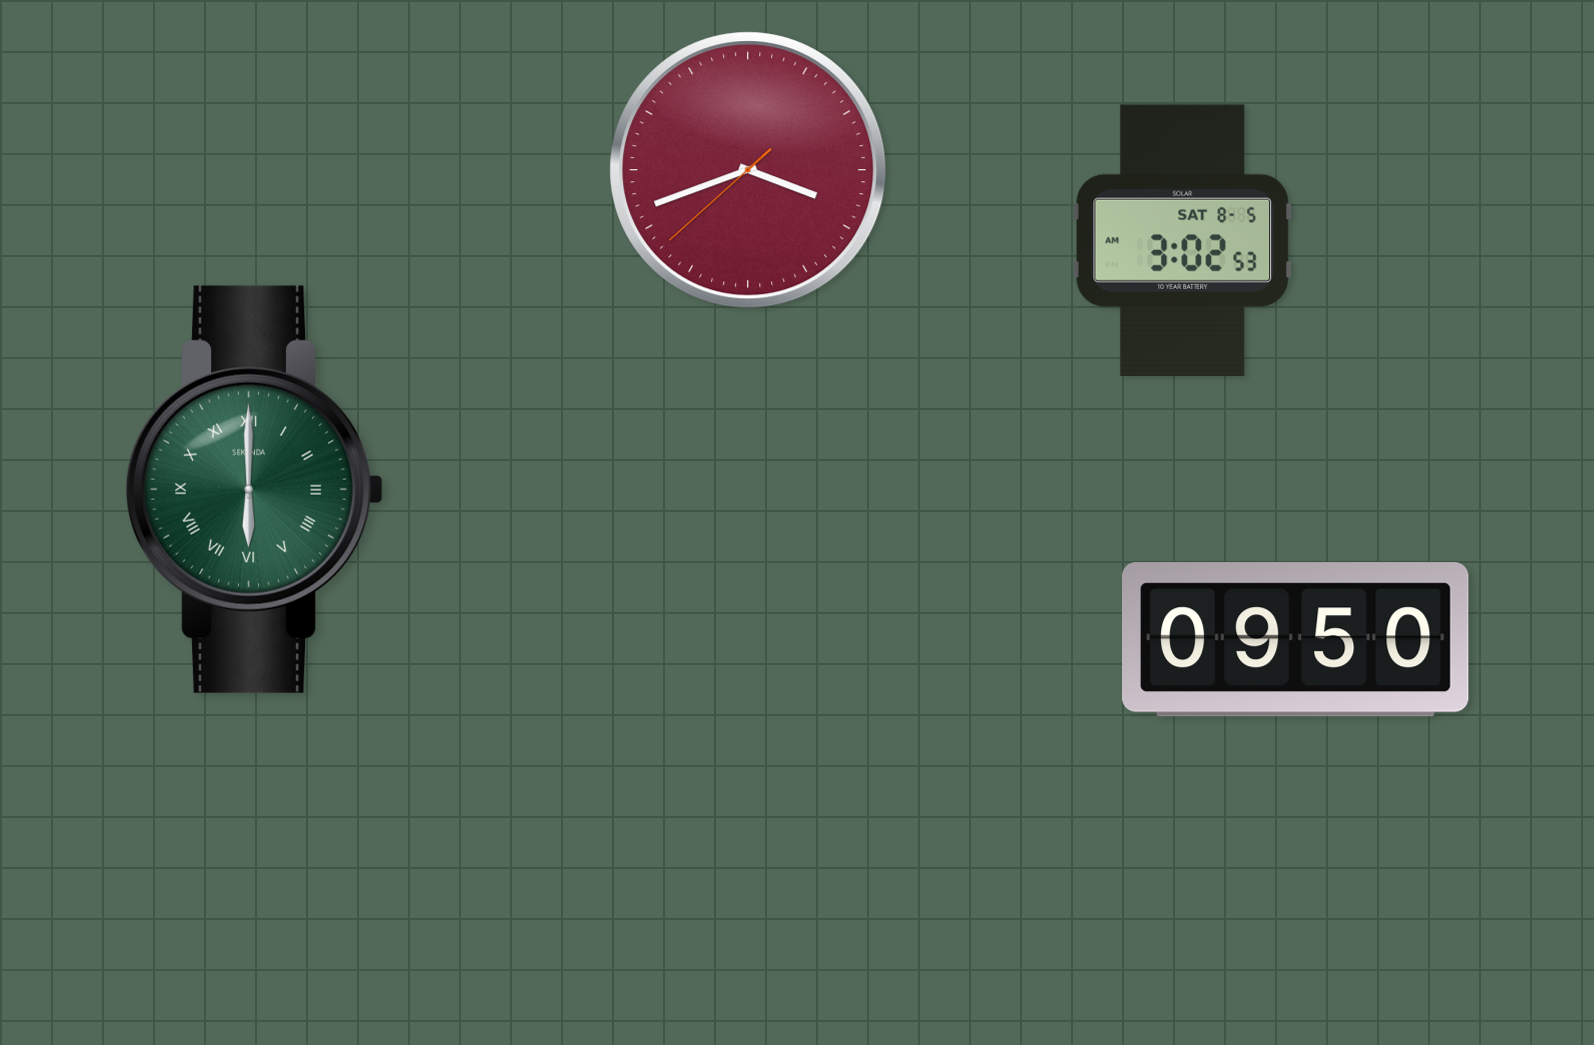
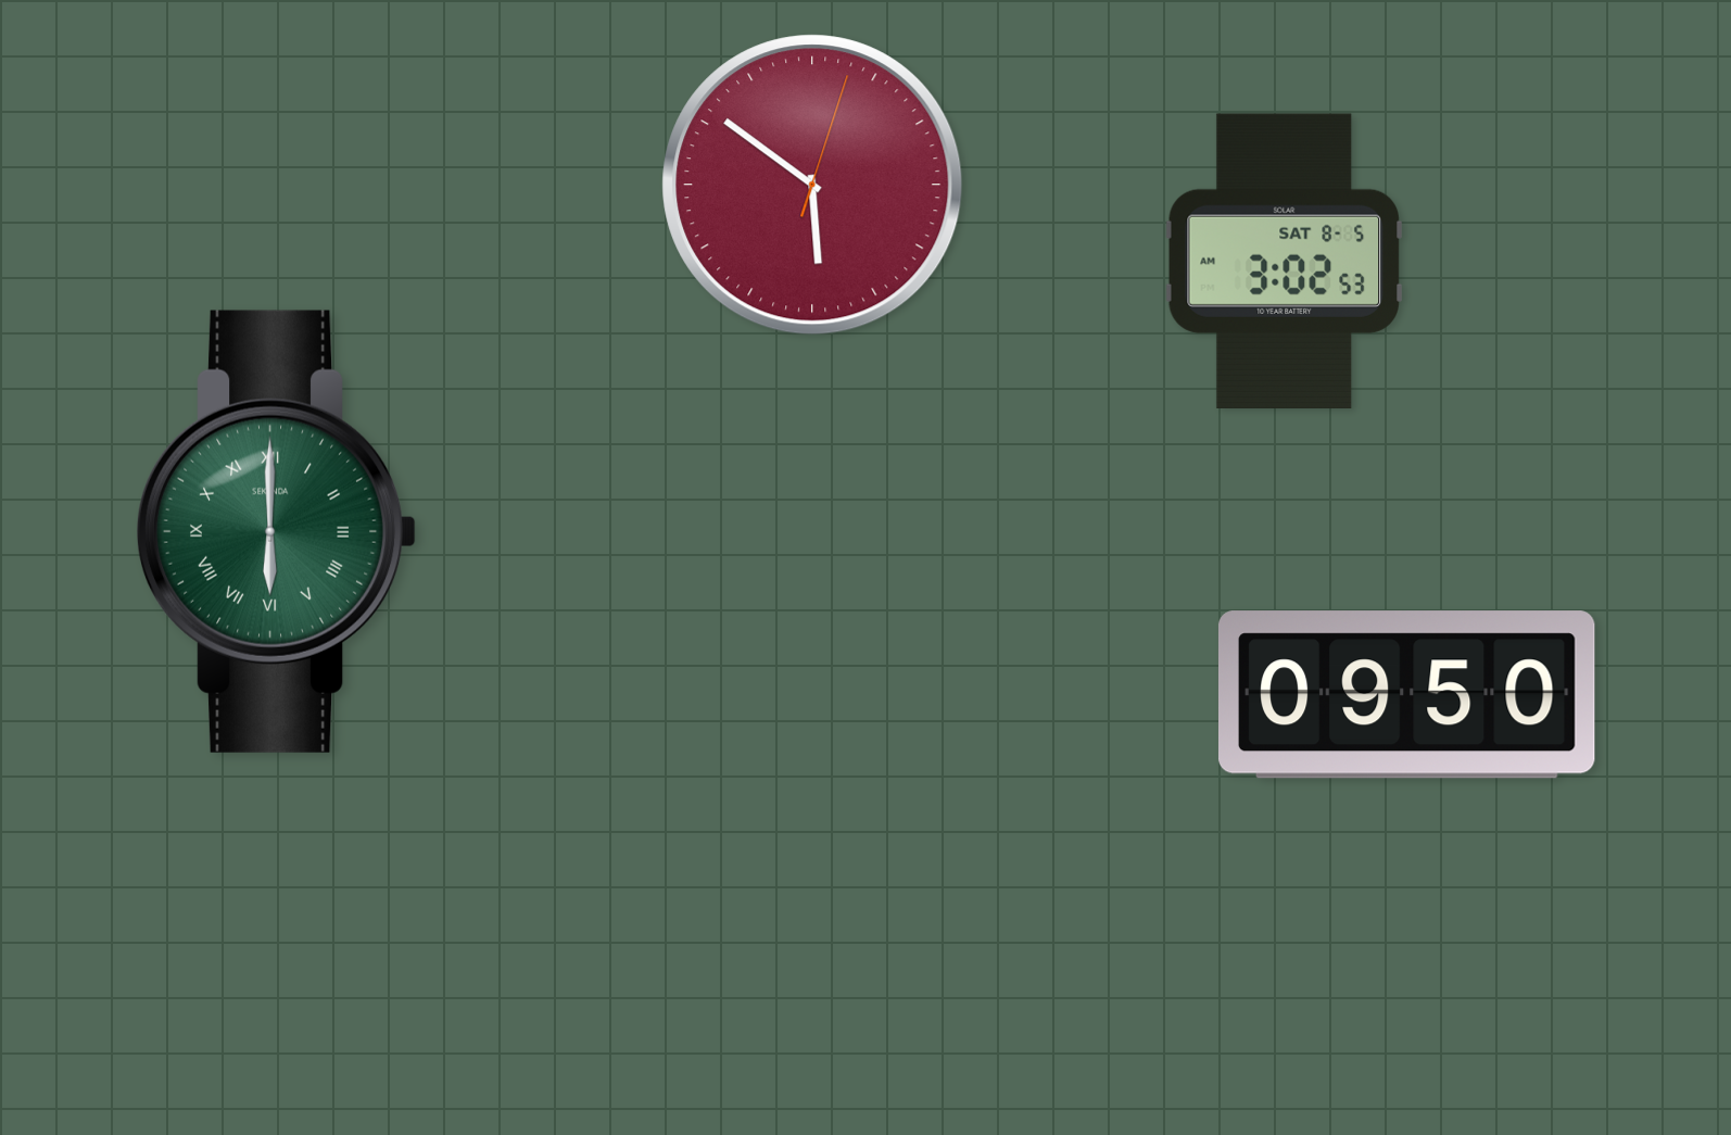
clock at (748, 170): 3:41 -> 5:51
